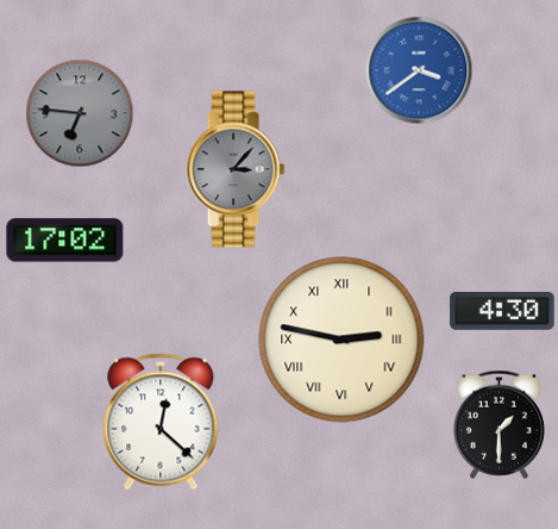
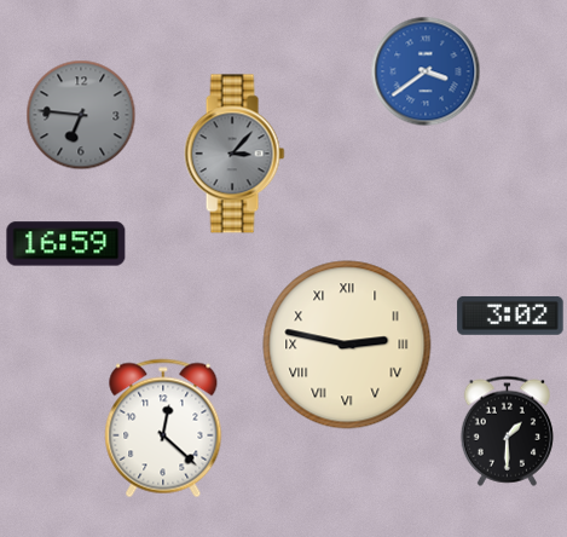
clock at (236, 169) position: (236, 169) -> (235, 154)
clock at (65, 241): 17:02 -> 16:59
clock at (502, 311): 4:30 -> 3:02
